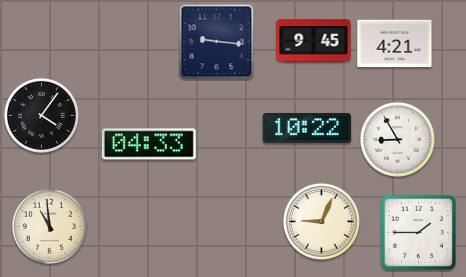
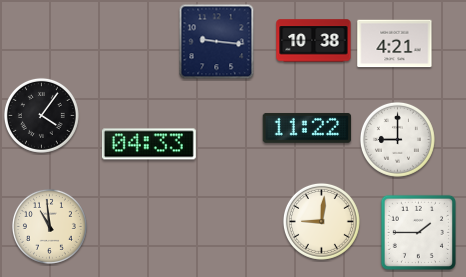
clock at (314, 41): 9:45 -> 10:38
clock at (307, 128): 10:22 -> 11:22
clock at (397, 139): 8:55 -> 9:00
clock at (321, 221): 9:04 -> 9:01
